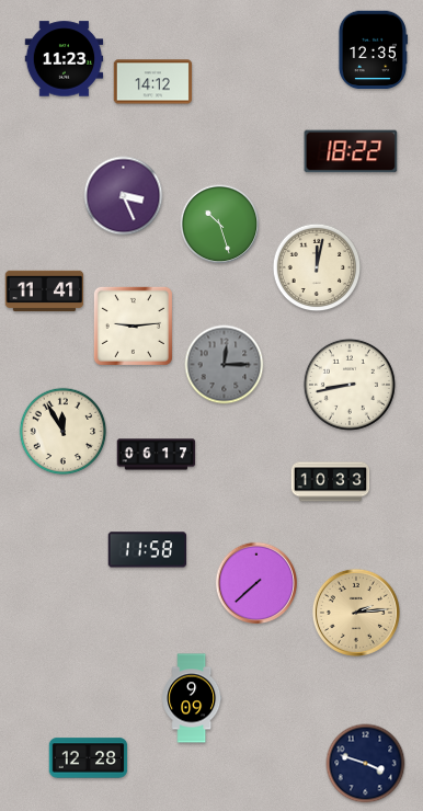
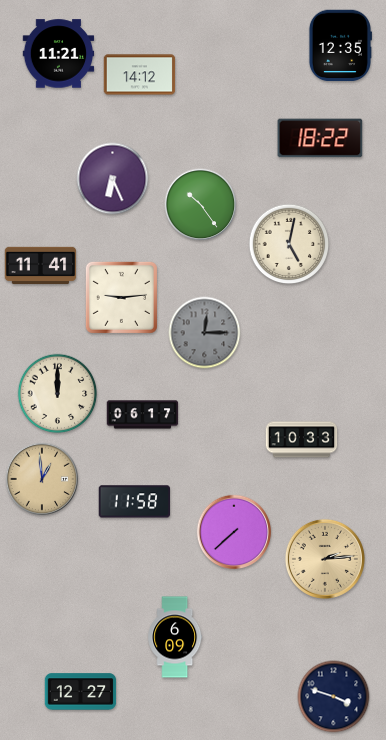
clock at (65, 59): 11:23 -> 11:21
clock at (124, 196): 3:26 -> 6:26
clock at (220, 225): 10:27 -> 10:24
clock at (317, 267): 12:02 -> 5:02
clock at (350, 385): 8:43 -> none
clock at (64, 432): 11:55 -> 12:00
clock at (42, 479): none -> 12:59
clock at (192, 698): 9:09 -> 6:09
clock at (89, 758): 12:28 -> 12:27
